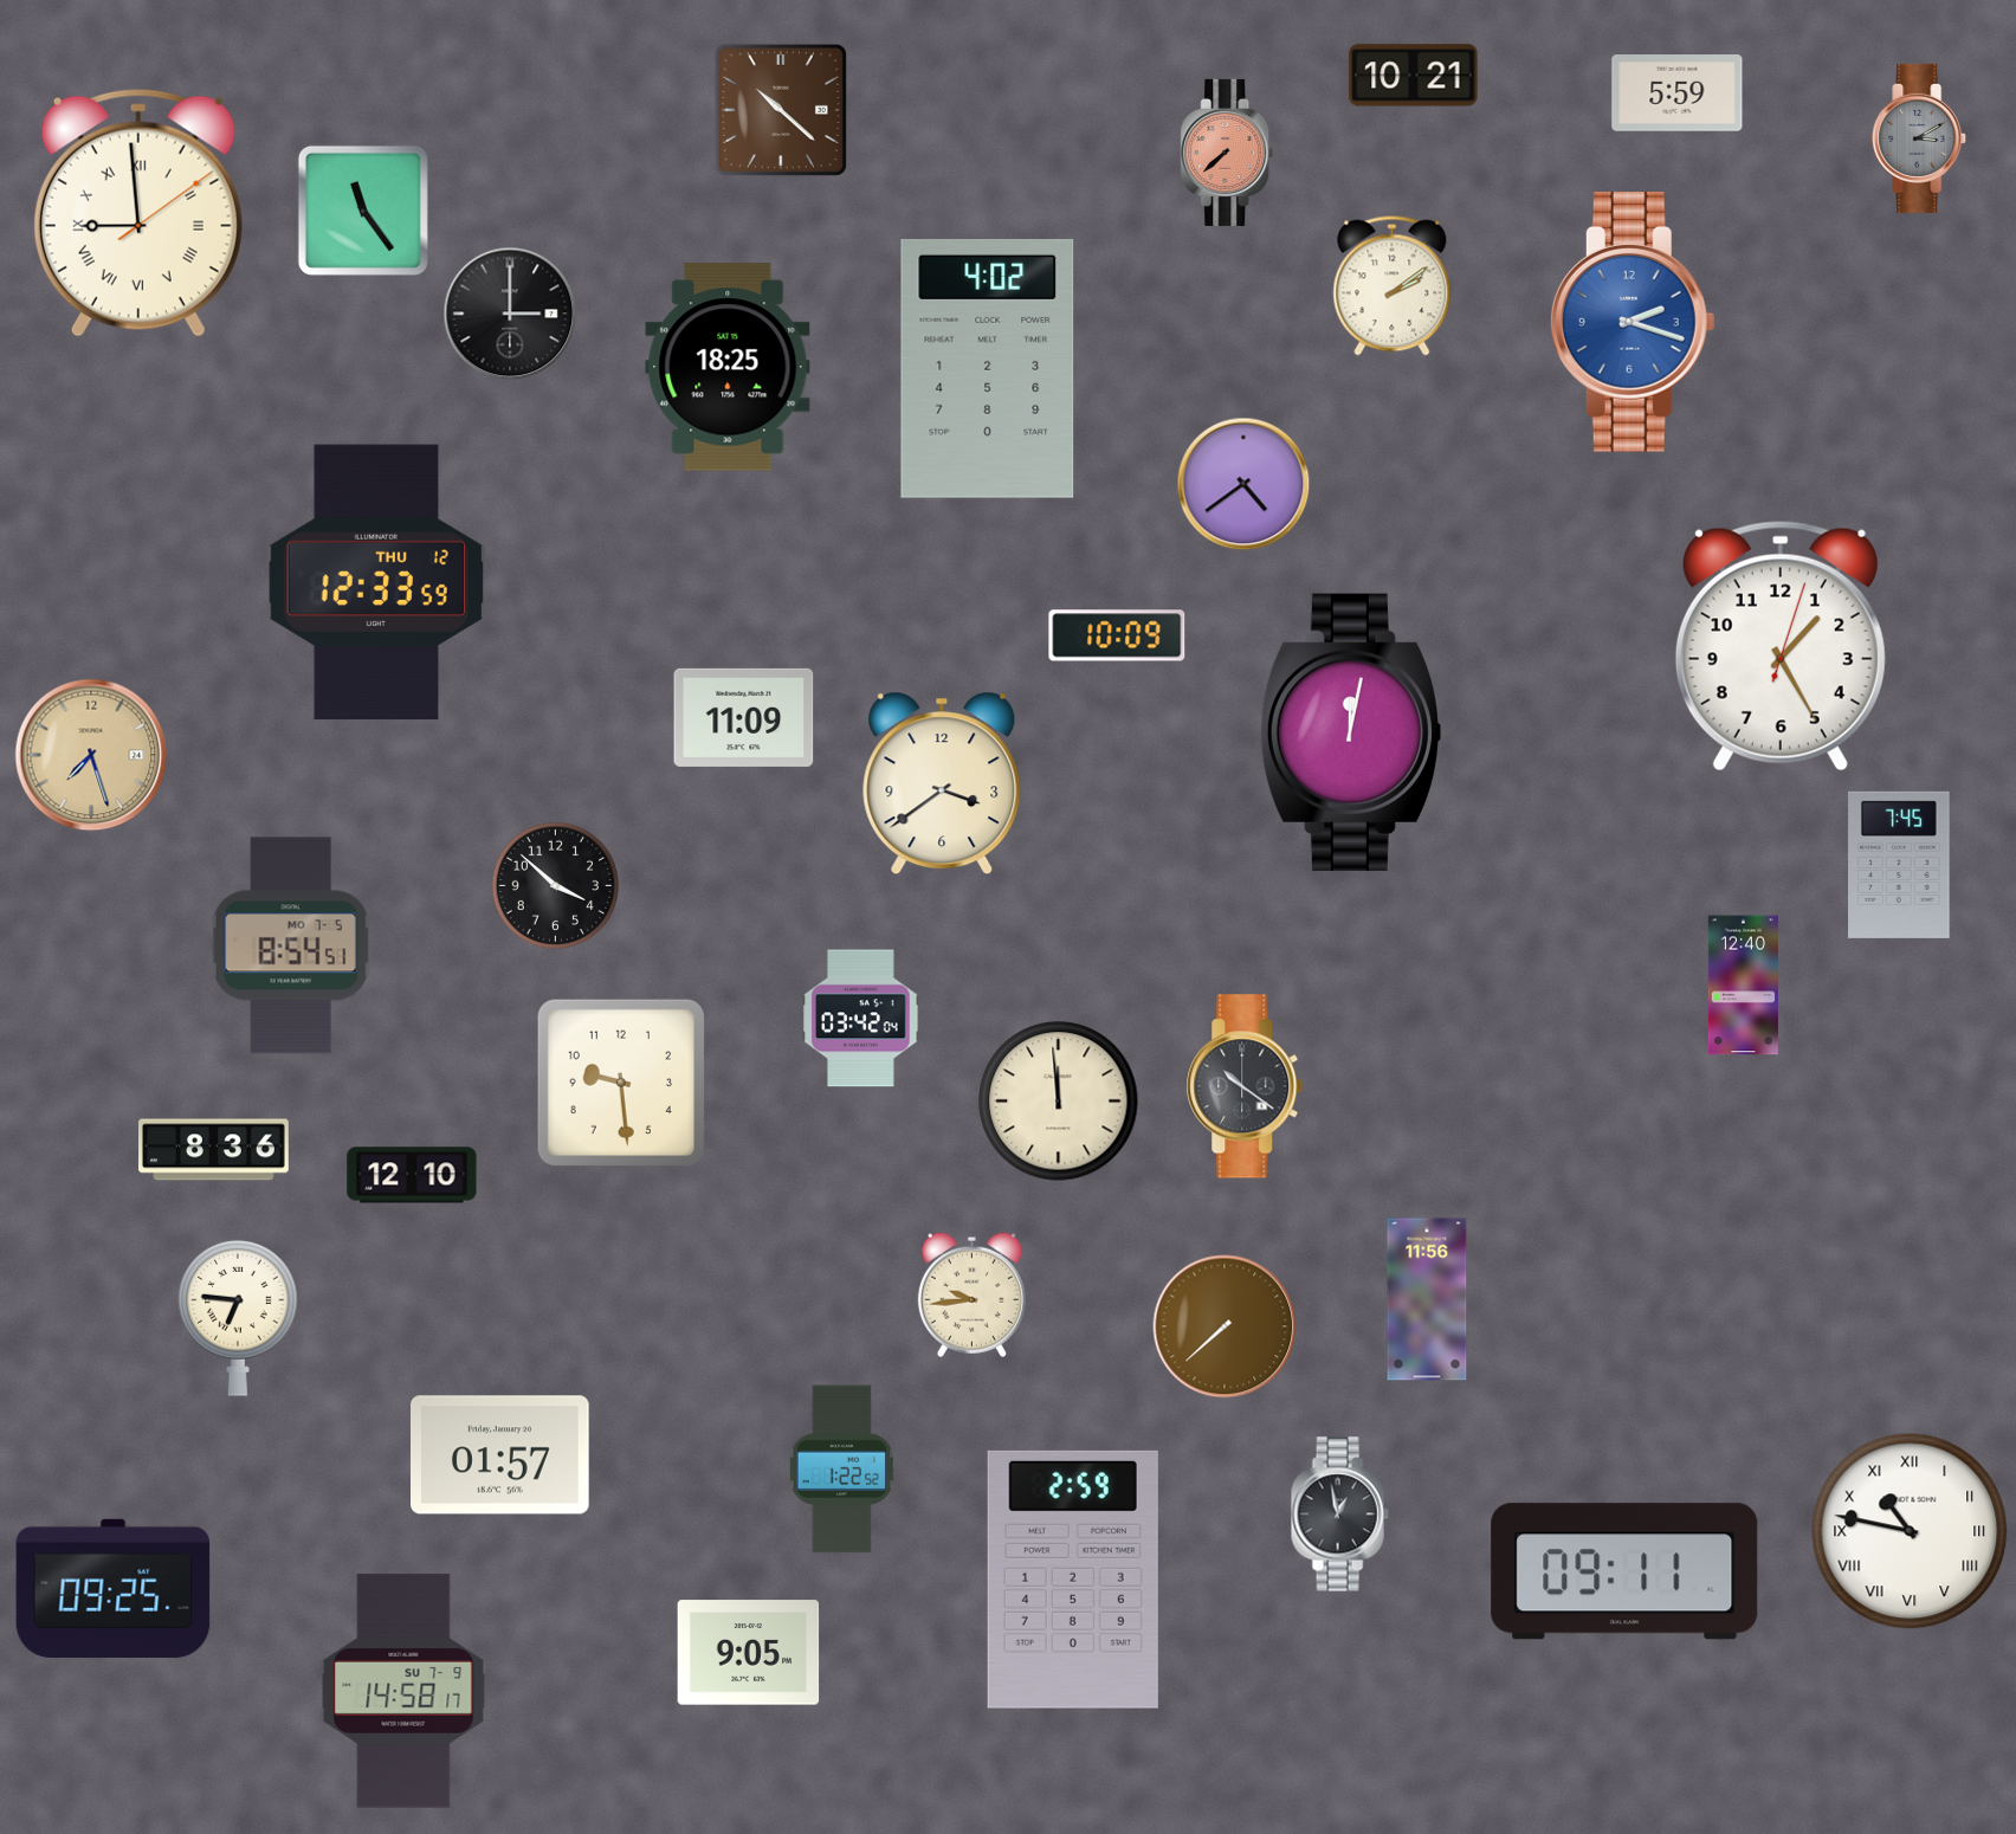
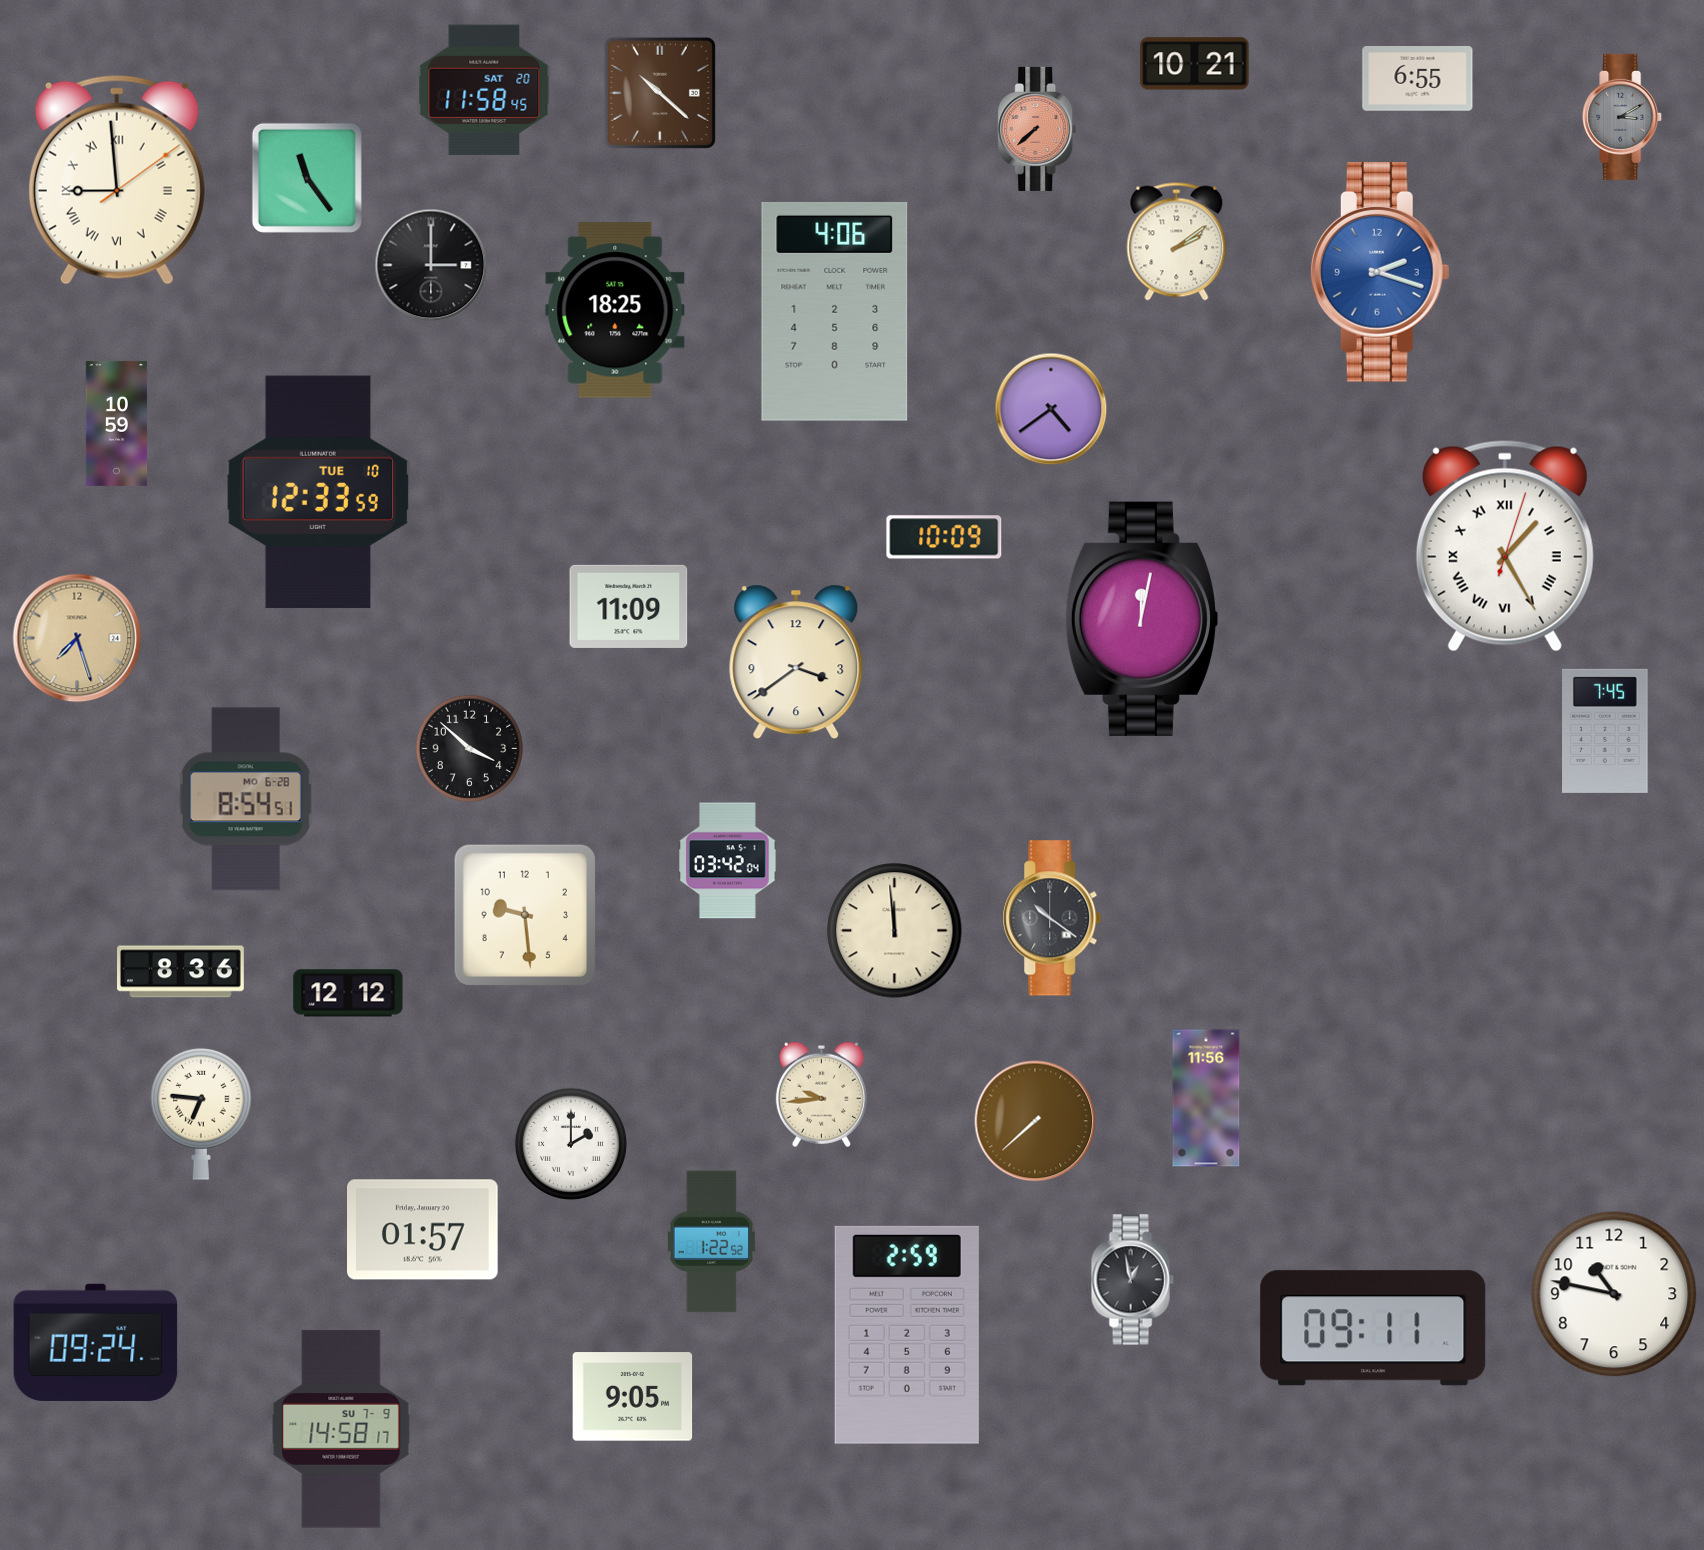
clock at (1678, 93): 5:59 -> 6:55
clock at (484, 90): none -> 11:58
clock at (988, 368): 4:02 -> 4:06
clock at (117, 423): none -> 10:59
clock at (376, 582) date: THU 12 -> TUE 10
clock at (1781, 646) numerals: Arabic -> Roman
clock at (291, 945) date: MO 7-5 -> MO 6-28
clock at (1743, 986): 12:40 -> none
clock at (412, 1175): 12:10 -> 12:12
clock at (571, 1144): none -> 2:00
clock at (1910, 1531) numerals: Roman -> Arabic
clock at (114, 1588): 09:25 -> 09:24
